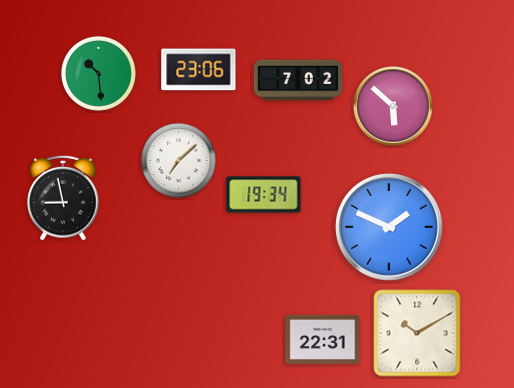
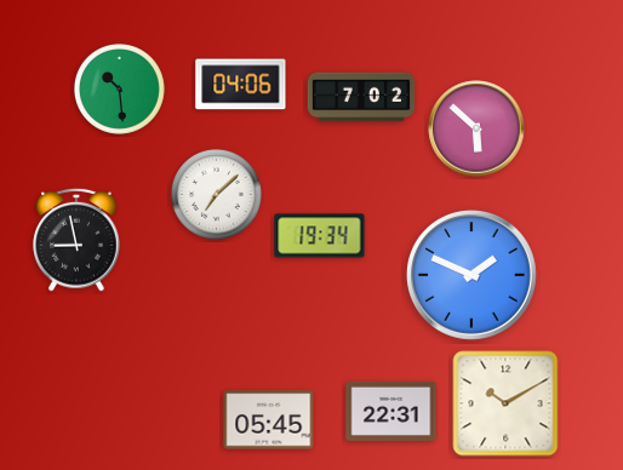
clock at (199, 70): 23:06 -> 04:06
clock at (269, 420): none -> 05:45
